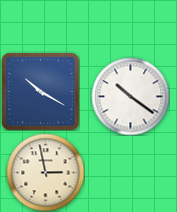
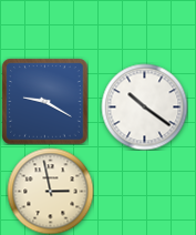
clock at (40, 91): 10:20 -> 9:20
